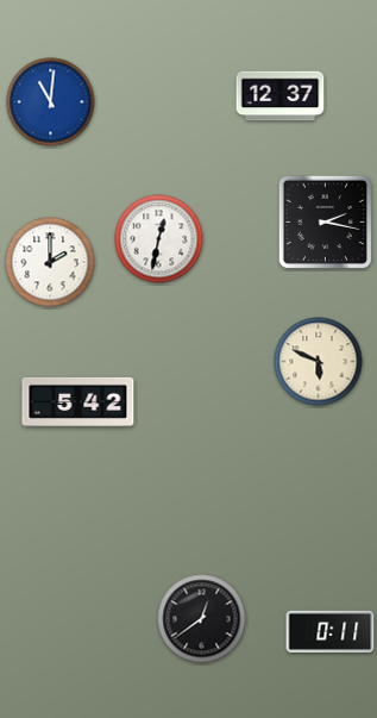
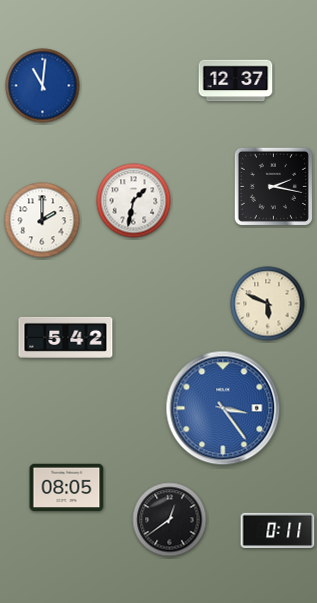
clock at (159, 239): 12:32 -> 1:32
clock at (223, 408): none -> 3:24
clock at (67, 488): none -> 08:05
